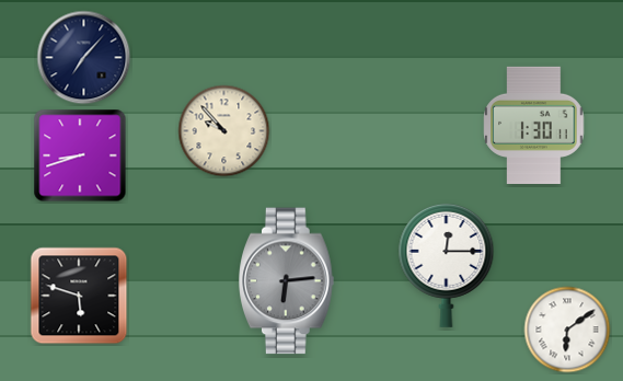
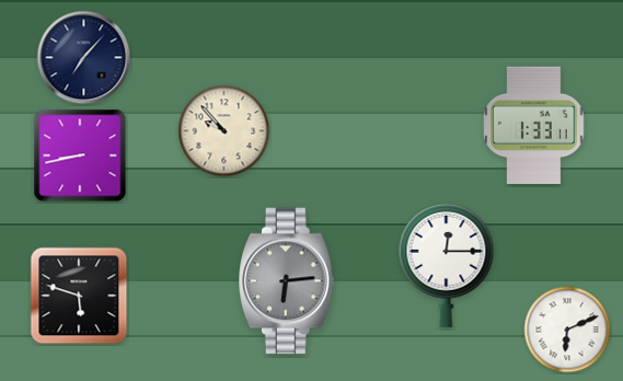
clock at (534, 125): 1:30 -> 1:33
clock at (80, 155): 8:42 -> 8:43
clock at (567, 330): 6:09 -> 6:11
